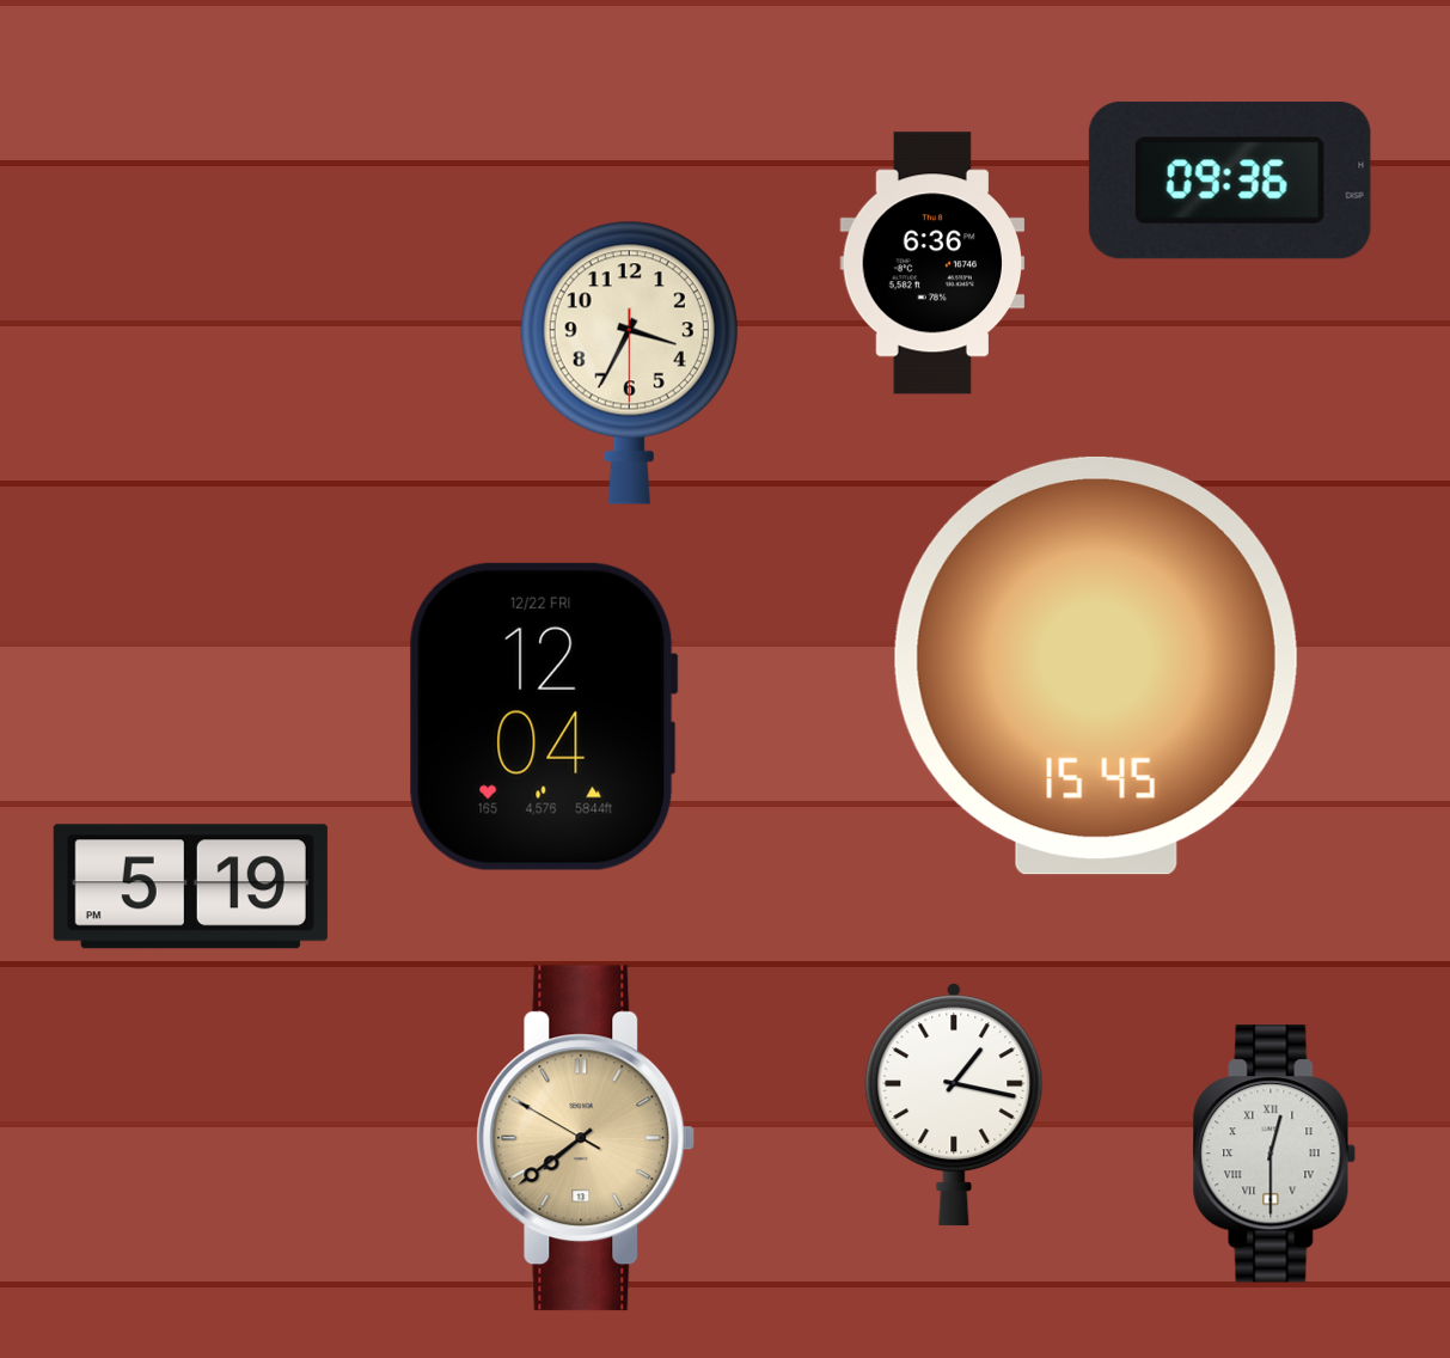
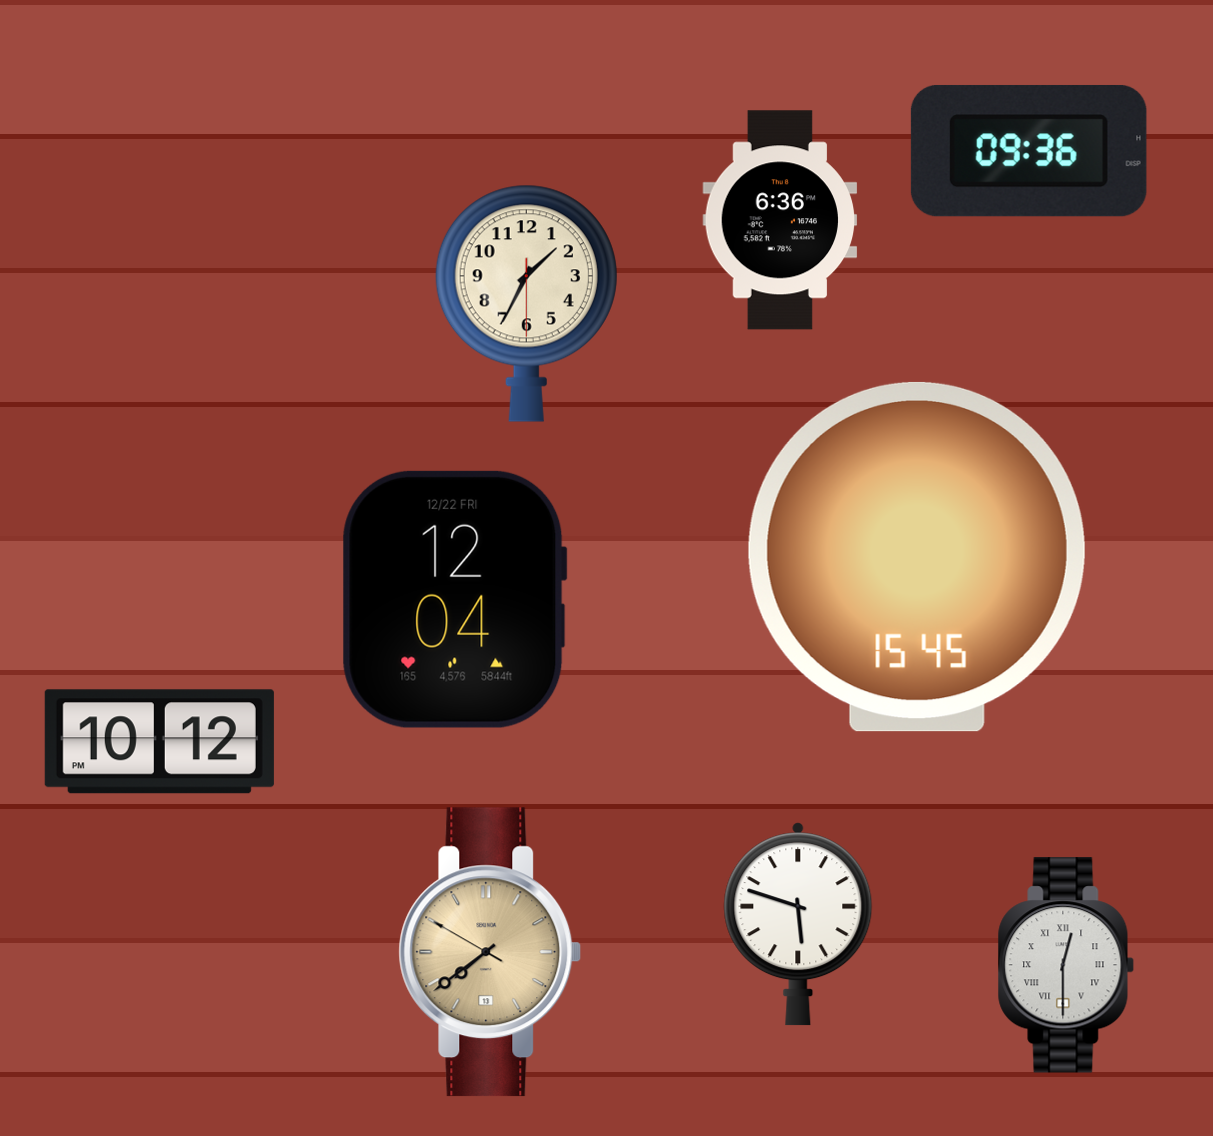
clock at (629, 362): 3:34 -> 1:34
clock at (190, 887): 5:19 -> 10:12
clock at (954, 1105): 1:17 -> 5:48
